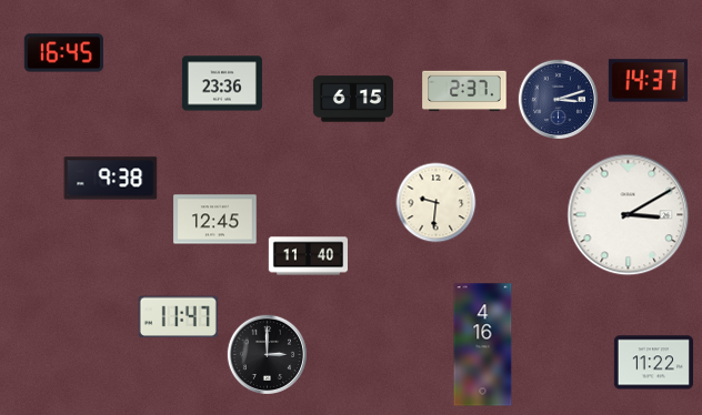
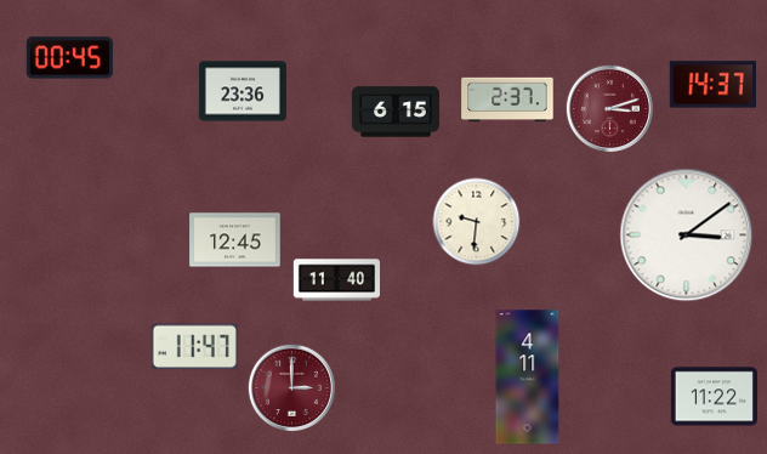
clock at (63, 53): 16:45 -> 00:45
clock at (648, 81) position: (648, 81) -> (712, 85)
clock at (353, 99) position: (353, 99) -> (396, 112)
clock at (558, 99) dial: navy -> burgundy
clock at (111, 179): 9:38 -> none
clock at (629, 215): 3:10 -> 3:09
clock at (483, 345): 4:16 -> 4:11
clock at (267, 354) dial: black -> burgundy
